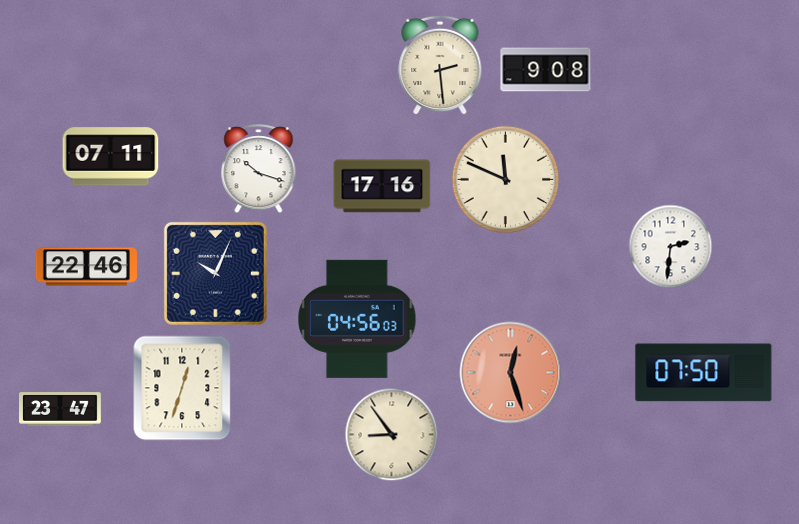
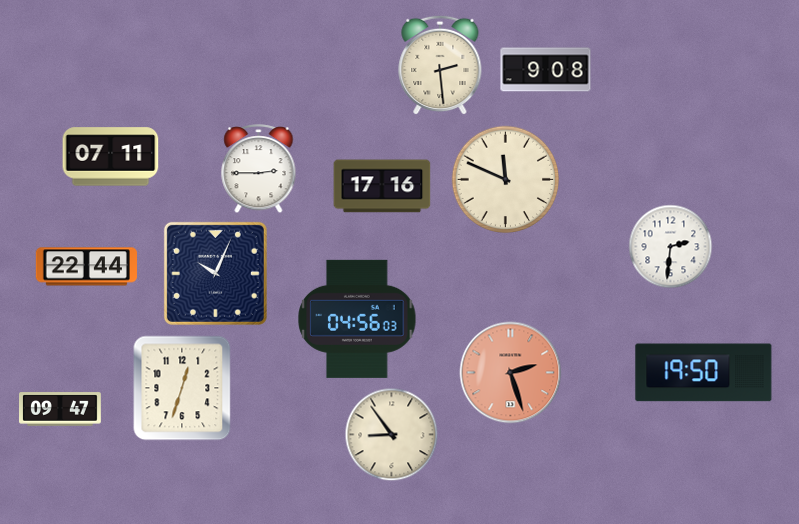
clock at (259, 169): 10:18 -> 2:45
clock at (86, 267): 22:46 -> 22:44
clock at (511, 373): 12:27 -> 2:27
clock at (704, 373): 07:50 -> 19:50
clock at (61, 409): 23:47 -> 09:47
